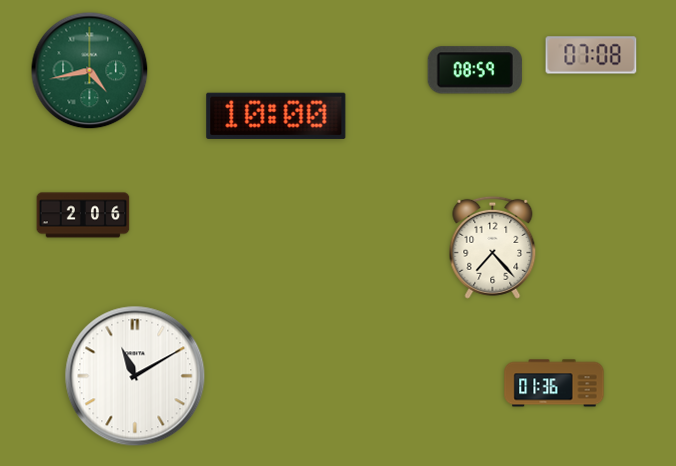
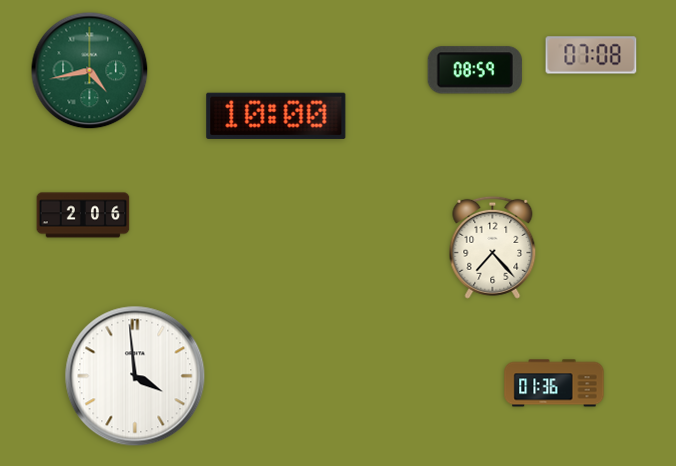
clock at (135, 376): 11:10 -> 3:59
